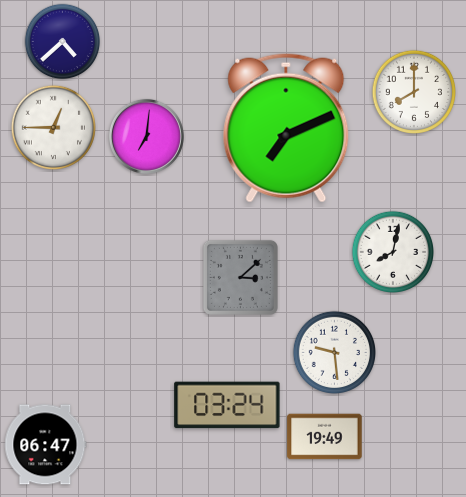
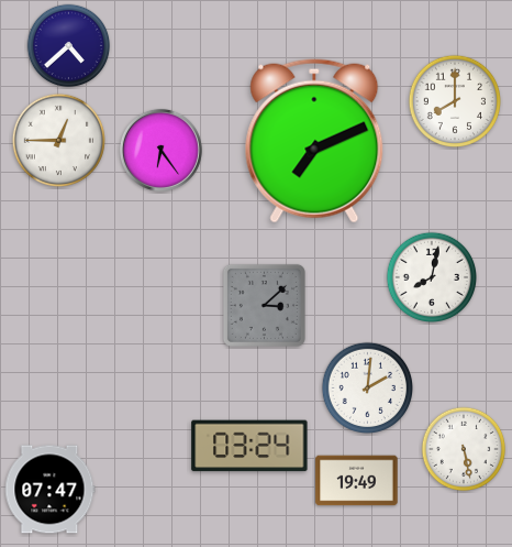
clock at (146, 136): 7:01 -> 6:24
clock at (334, 352): 9:29 -> 2:01
clock at (464, 449): none -> 5:28
clock at (46, 445): 06:47 -> 07:47
